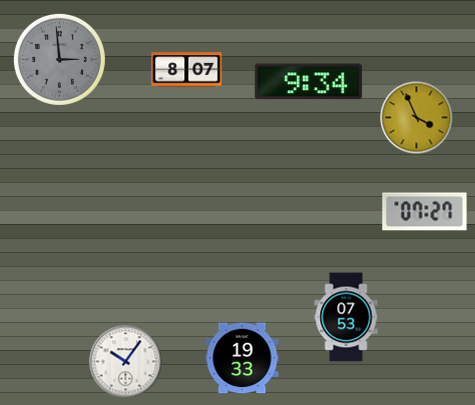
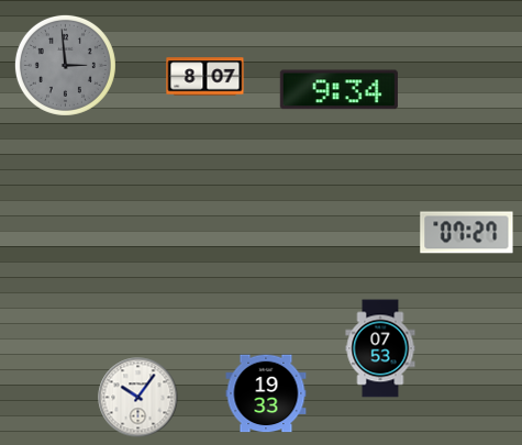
clock at (417, 118): 3:56 -> none
